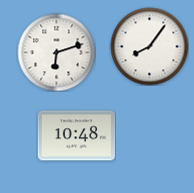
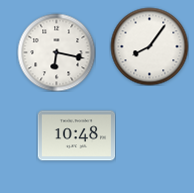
clock at (56, 52): 6:12 -> 6:17
